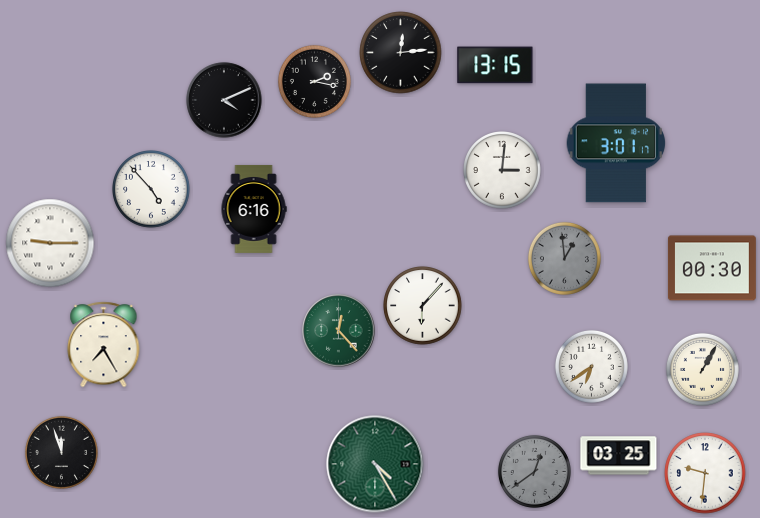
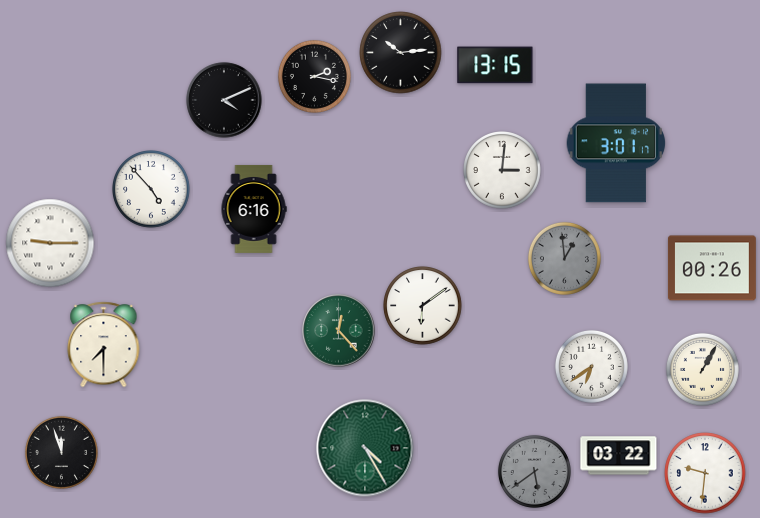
clock at (401, 53): 12:14 -> 10:14
clock at (314, 81) position: (314, 81) -> (314, 76)
clock at (712, 268): 00:30 -> 00:26
clock at (423, 306): 6:07 -> 6:09
clock at (104, 345): 7:25 -> 7:30
clock at (619, 456): 03:25 -> 03:22
clock at (375, 464) position: (375, 464) -> (365, 448)
clock at (534, 471): 12:39 -> 5:39
